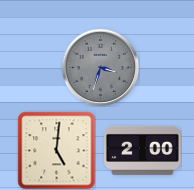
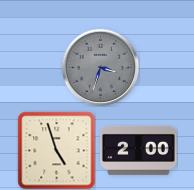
clock at (56, 150): 5:01 -> 4:57
clock at (143, 150) position: (143, 150) -> (139, 150)
